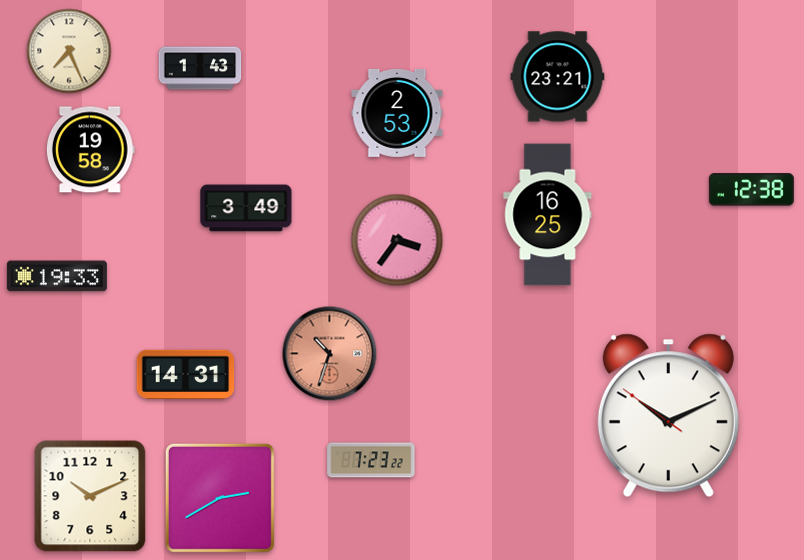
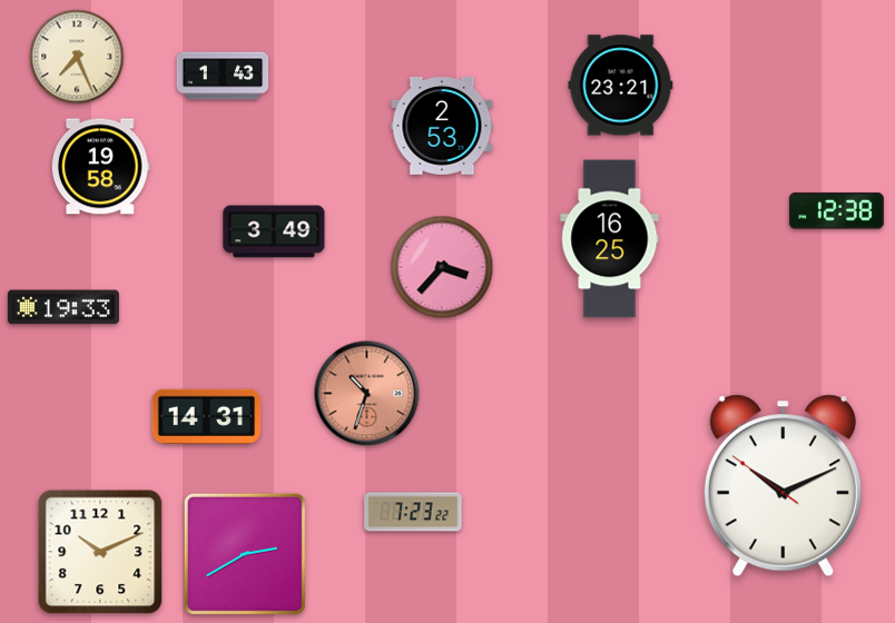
clock at (397, 240): 3:36 -> 3:37
clock at (668, 416) position: (668, 416) -> (783, 486)
